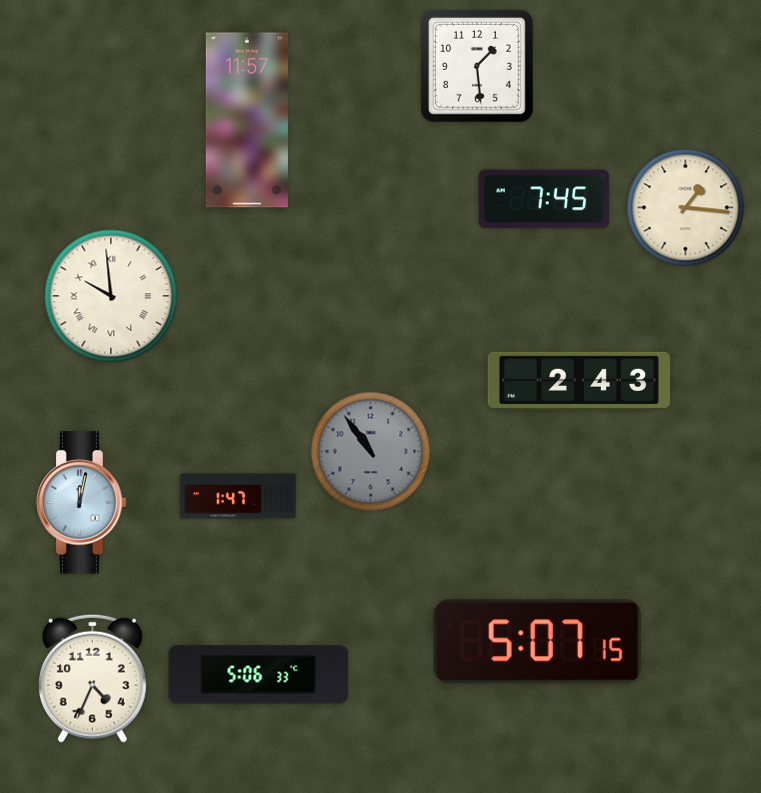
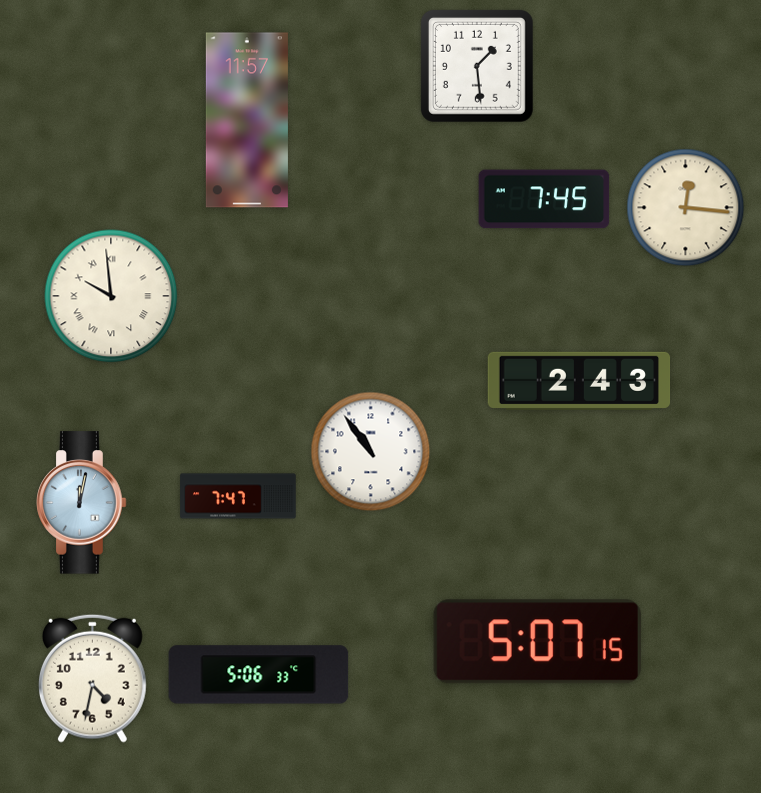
clock at (686, 208): 1:16 -> 12:16
clock at (371, 452) dial: grey -> white
clock at (238, 496): 1:47 -> 7:47
clock at (92, 678): 4:34 -> 4:32
